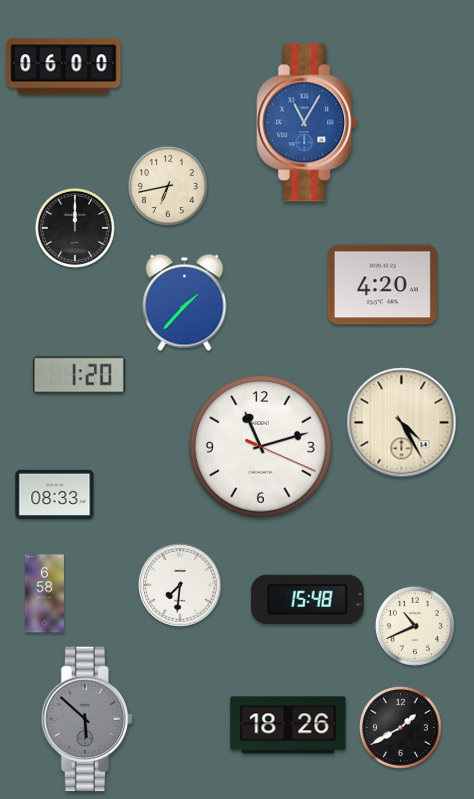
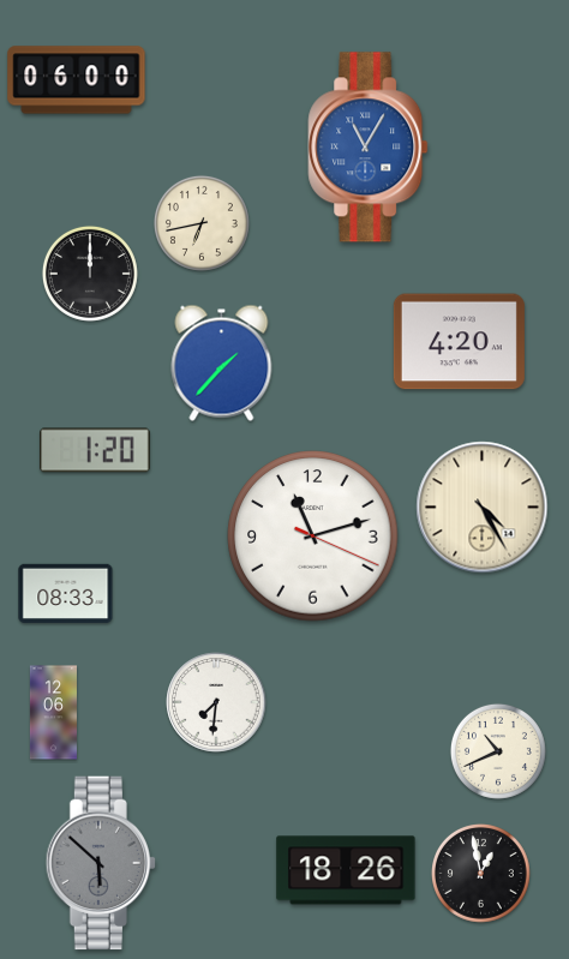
clock at (44, 594): 6:58 -> 12:06
clock at (308, 599): 15:48 -> none
clock at (87, 719) position: (87, 719) -> (101, 863)
clock at (401, 728): 1:40 -> 12:58
